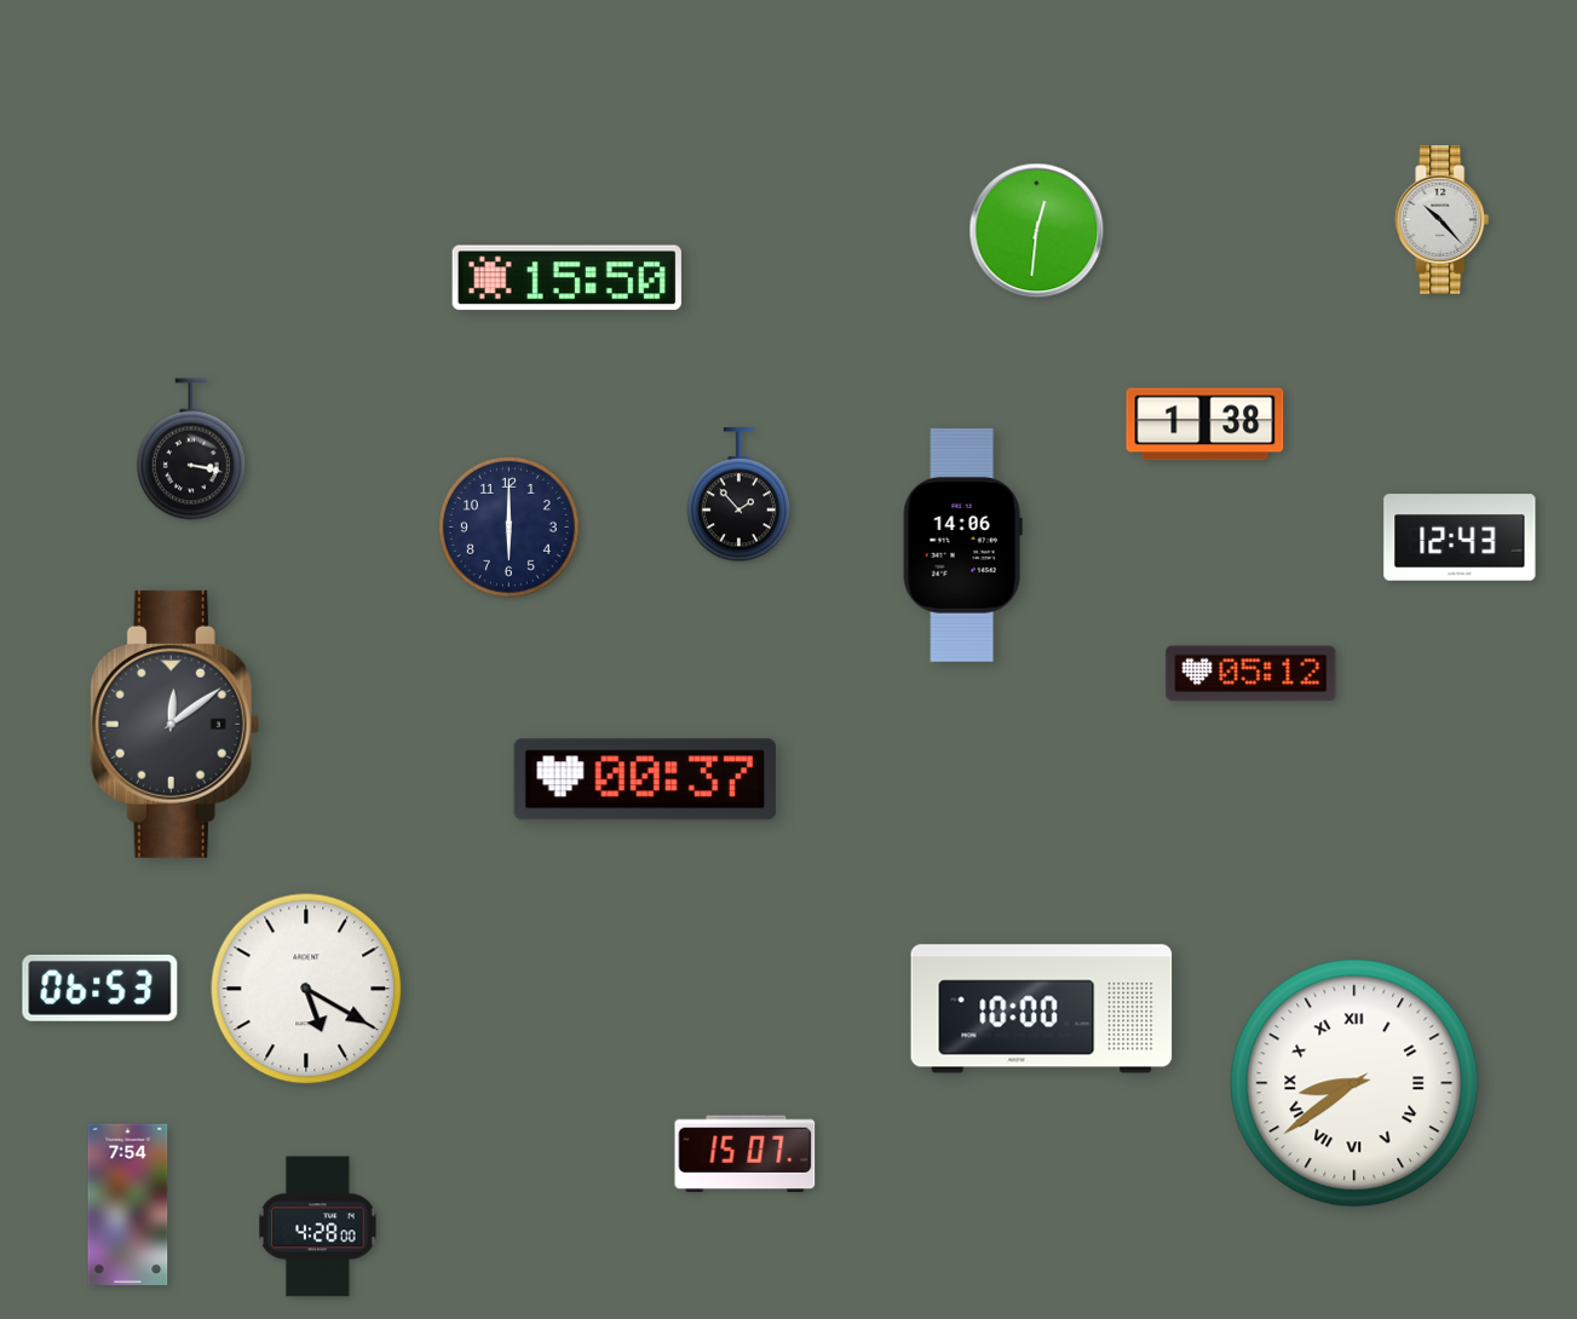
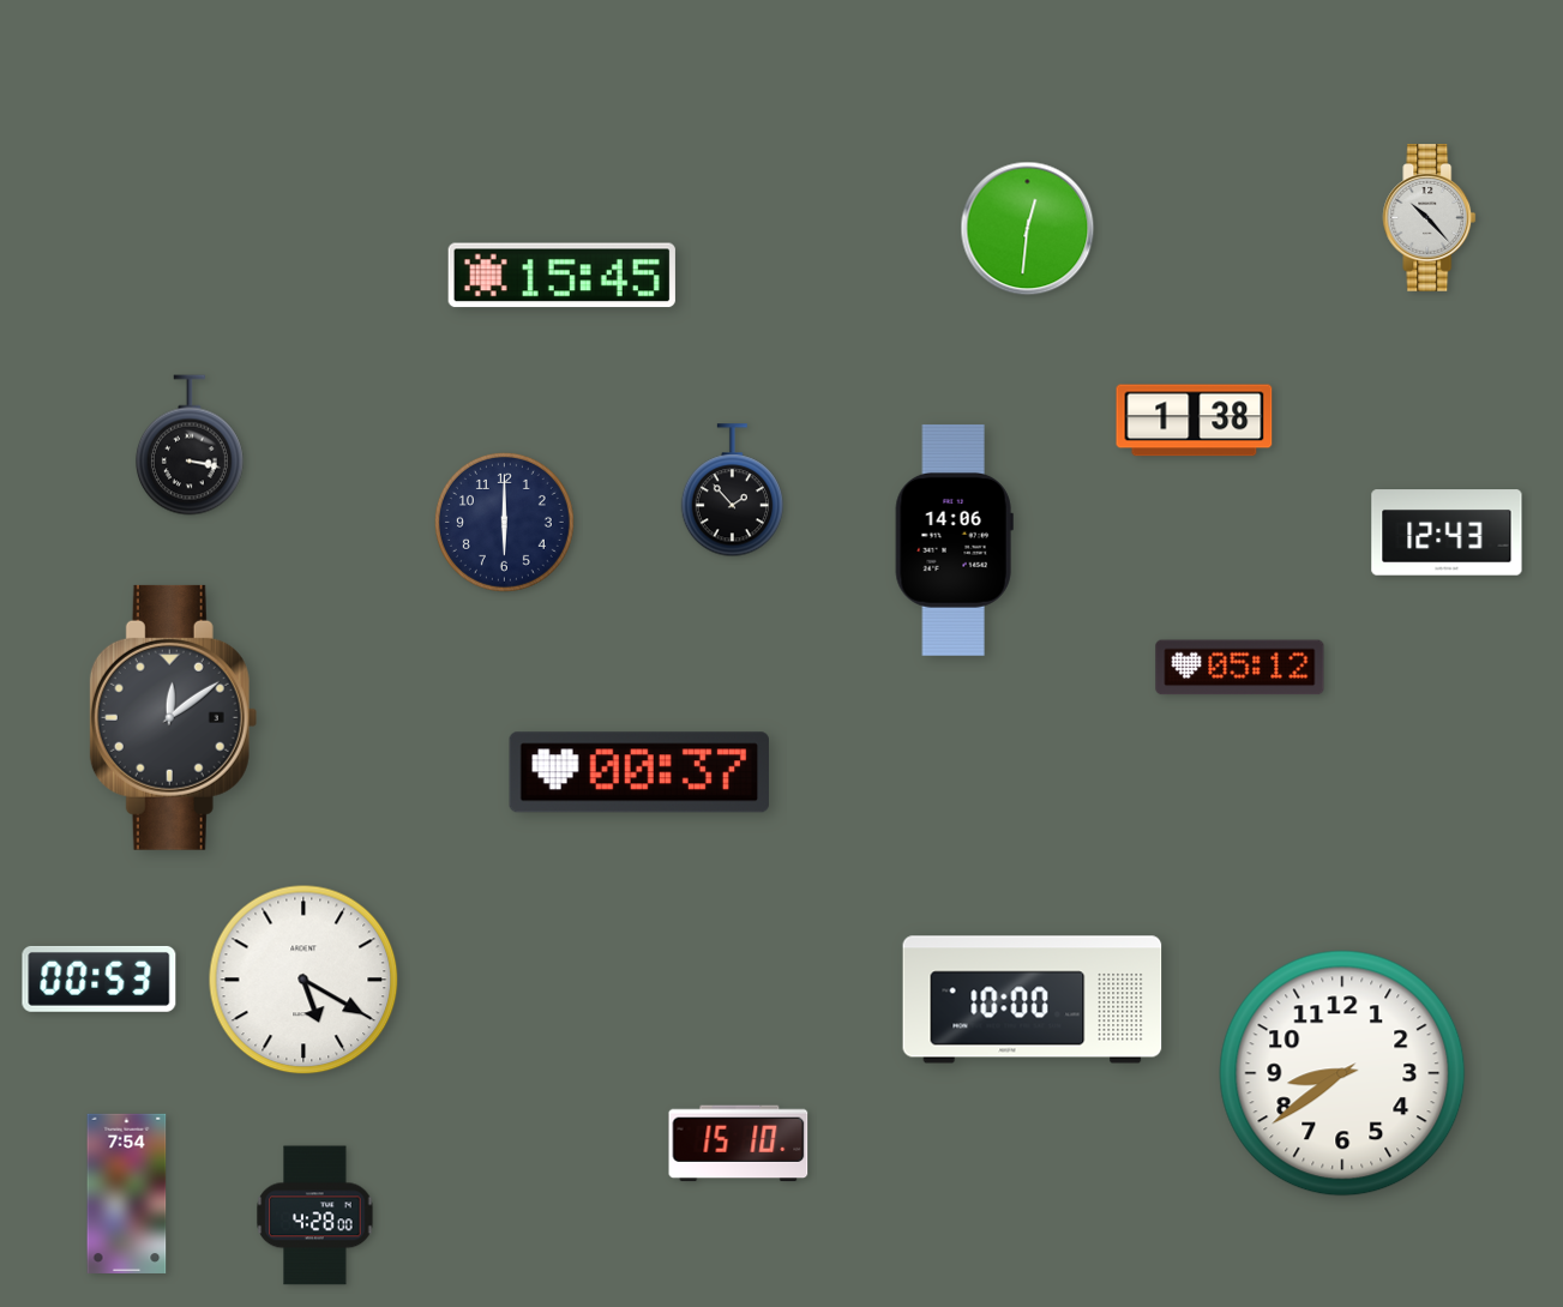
clock at (566, 278): 15:50 -> 15:45
clock at (100, 987): 06:53 -> 00:53
clock at (1354, 1083) numerals: Roman -> Arabic
clock at (746, 1154): 15:07 -> 15:10
